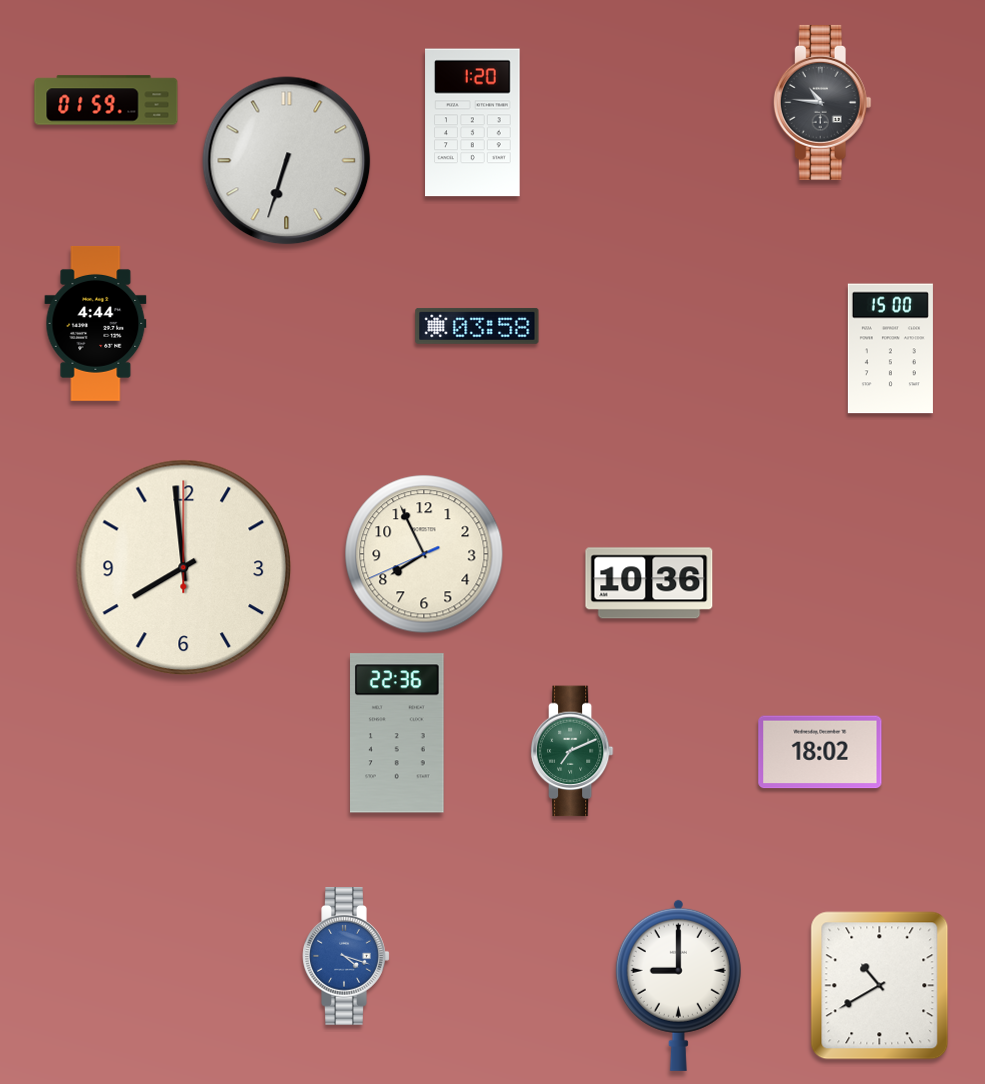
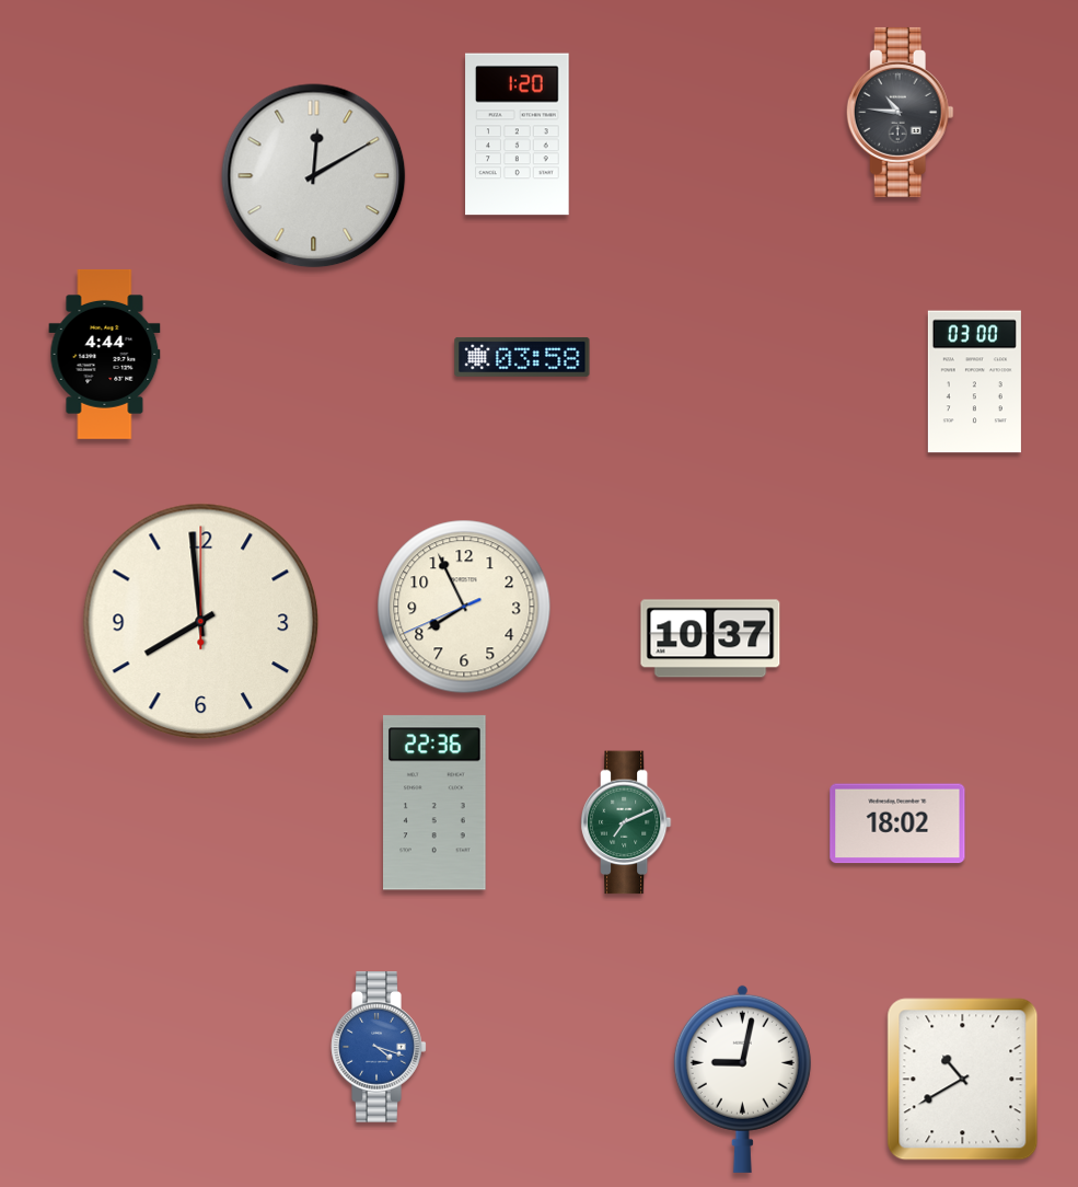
clock at (106, 100): 01:59 -> none
clock at (287, 161): 6:33 -> 12:10
clock at (890, 349): 15:00 -> 03:00
clock at (649, 583): 10:36 -> 10:37
clock at (678, 985): 9:00 -> 9:02
